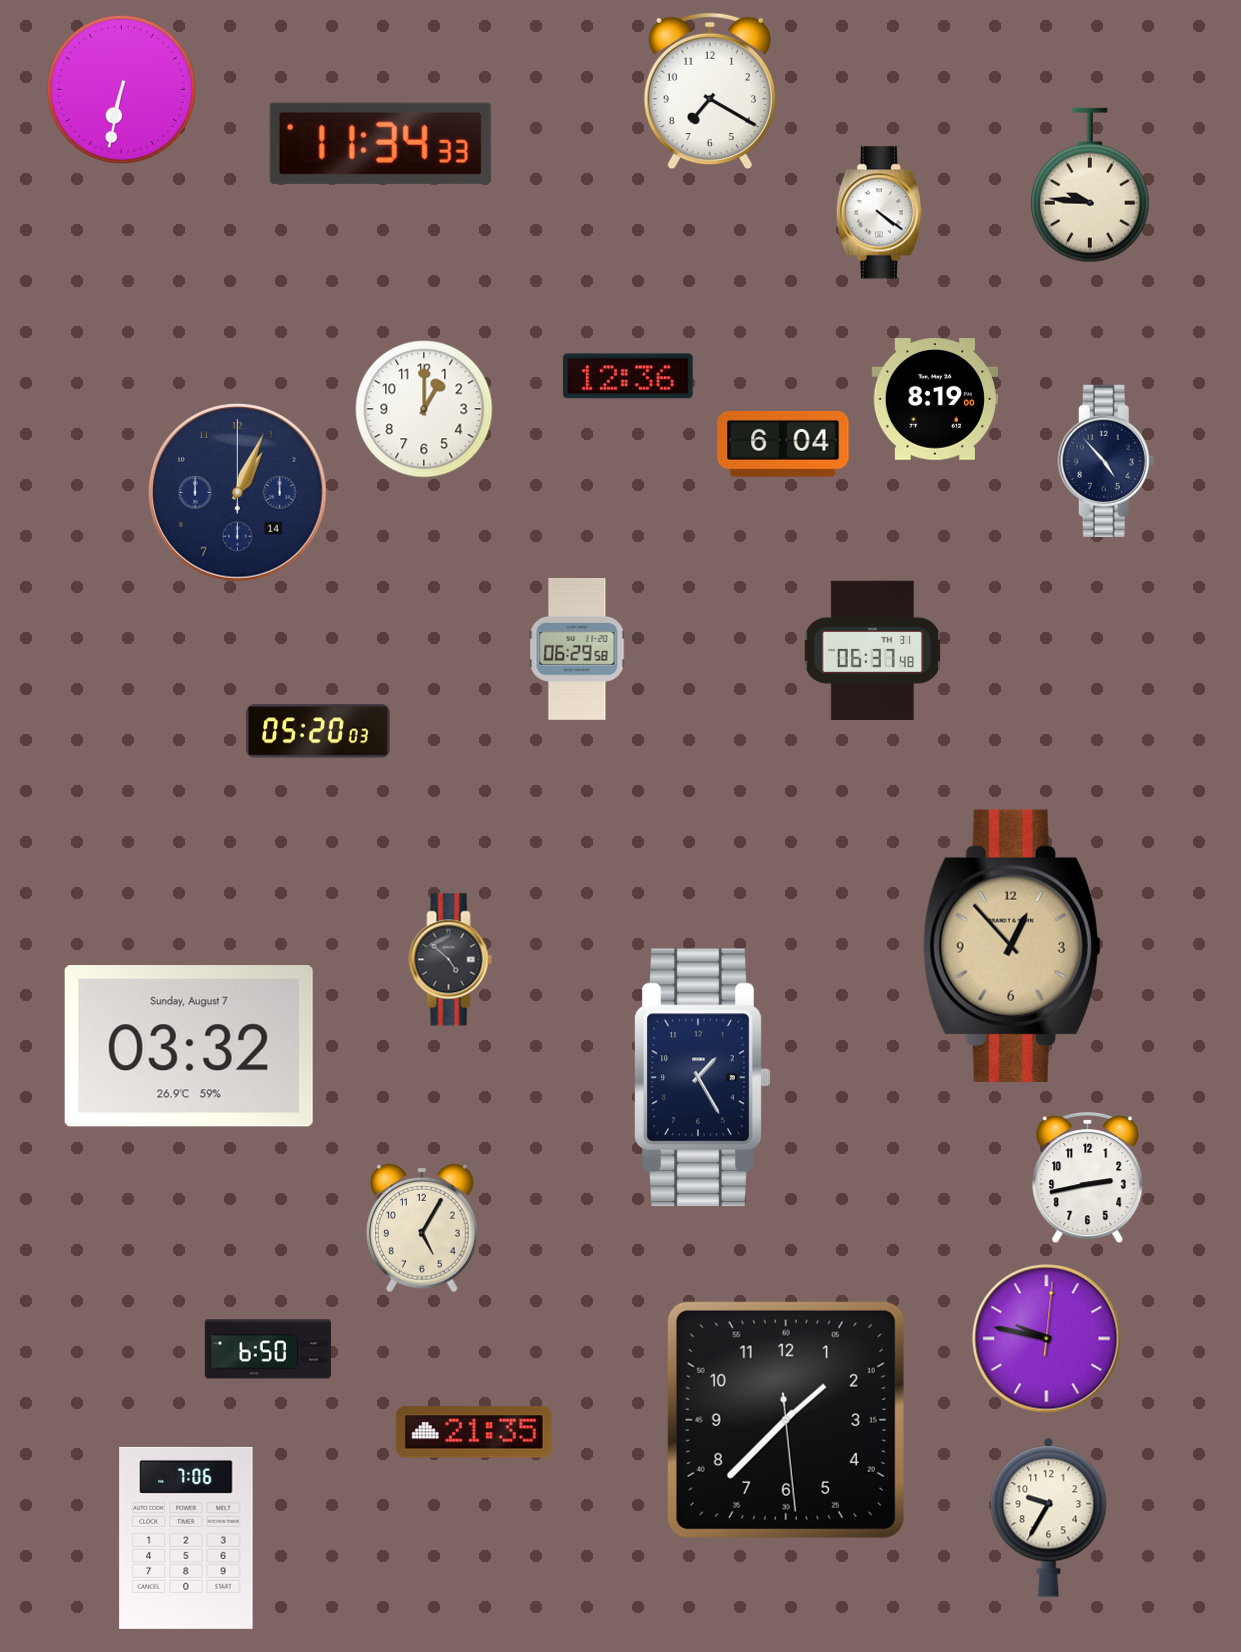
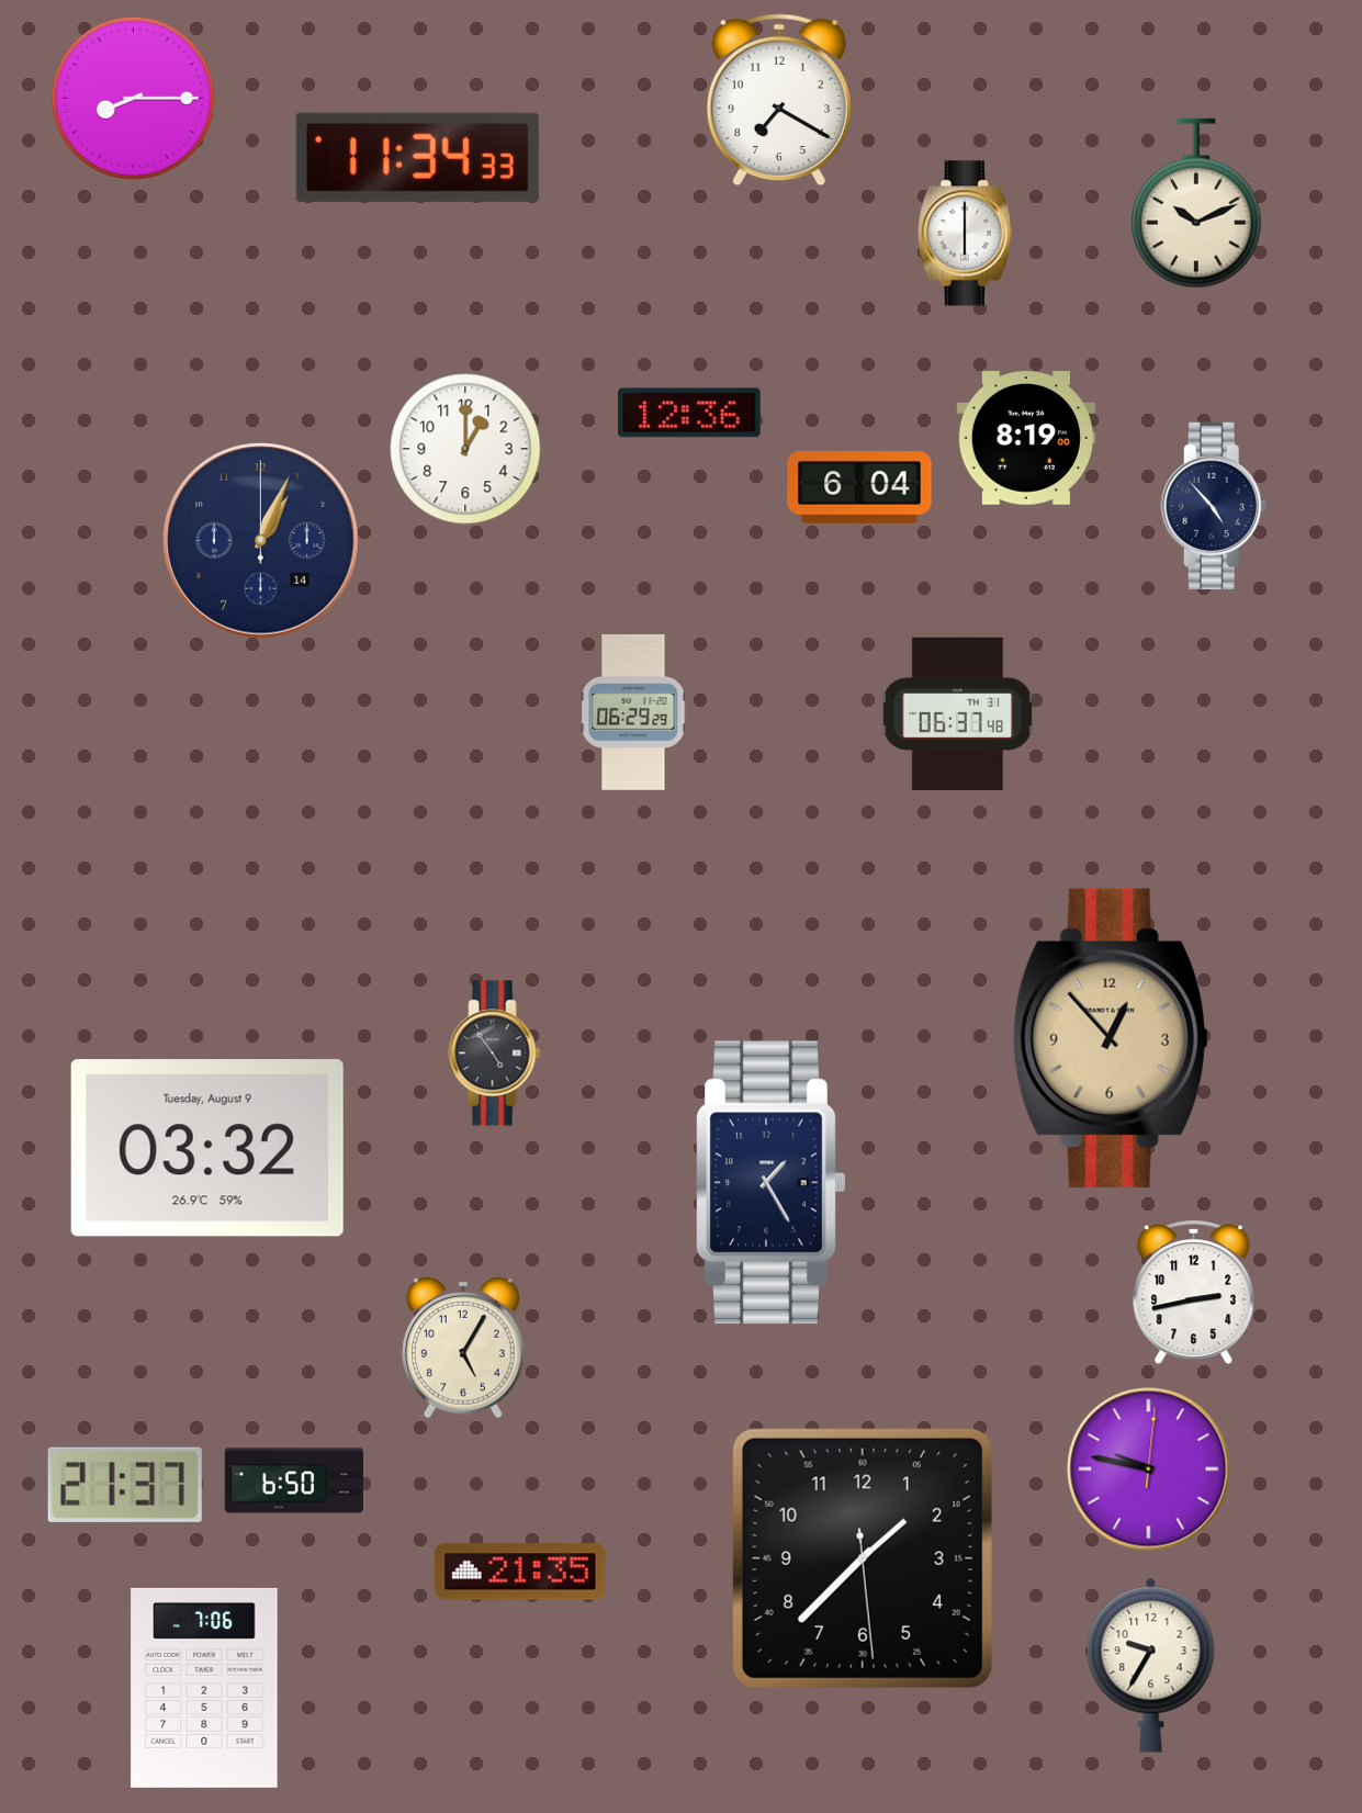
clock at (121, 89): 6:32 -> 8:15
clock at (1090, 185): 9:46 -> 10:11
clock at (879, 213): 4:21 -> 6:00
clock at (577, 649): 06:29:58 -> 06:29:29
clock at (318, 731): 05:20 -> none
clock at (451, 960): 4:52 -> 4:54
clock at (189, 1046) date: Sunday, August 7 -> Tuesday, August 9
clock at (125, 1485): none -> 21:37
